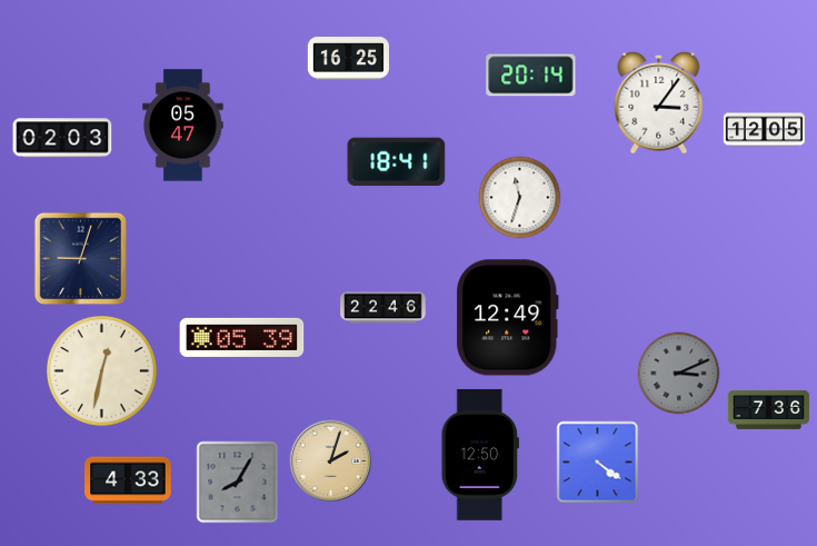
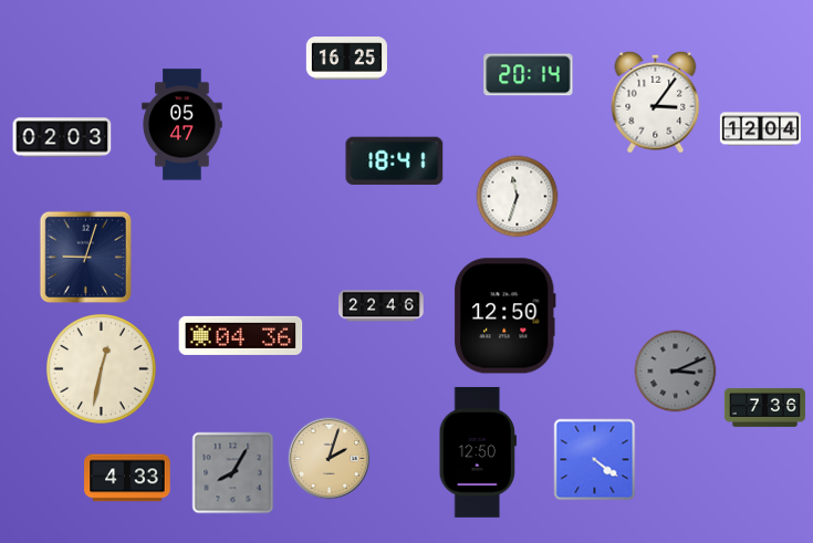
clock at (764, 130): 12:05 -> 12:04
clock at (81, 259) position: (81, 259) -> (86, 258)
clock at (507, 318): 12:49 -> 12:50
clock at (242, 337): 05:39 -> 04:36
clock at (238, 483) position: (238, 483) -> (233, 473)
